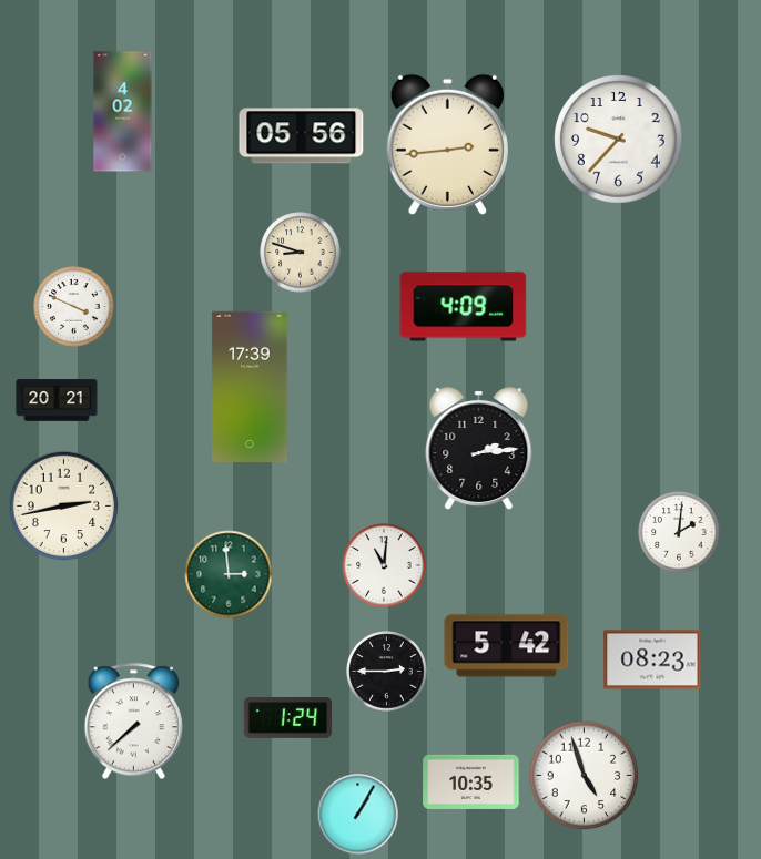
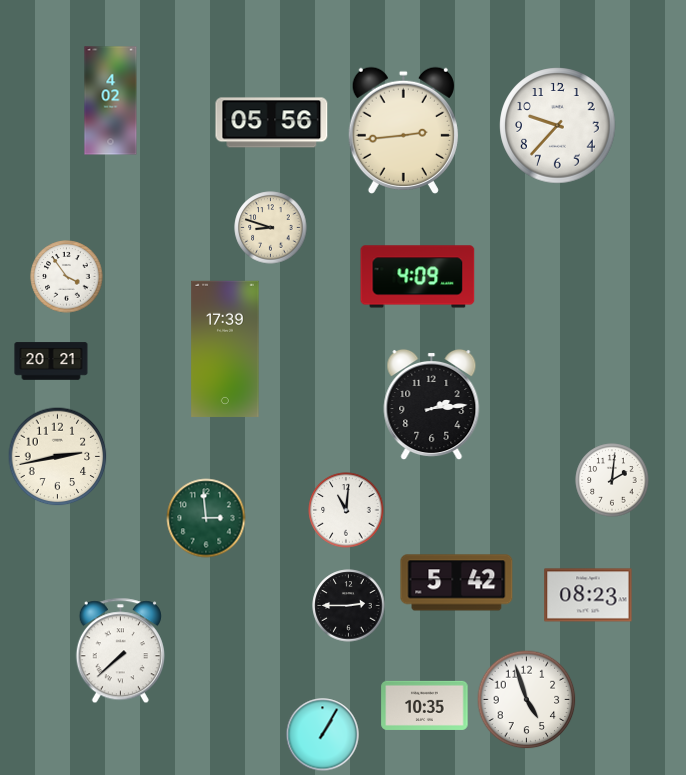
clock at (74, 307): 3:49 -> 3:54
clock at (288, 717): 1:24 -> none
